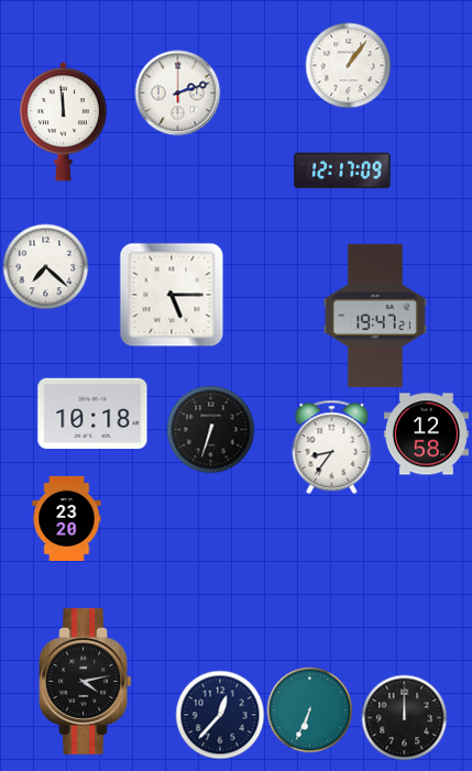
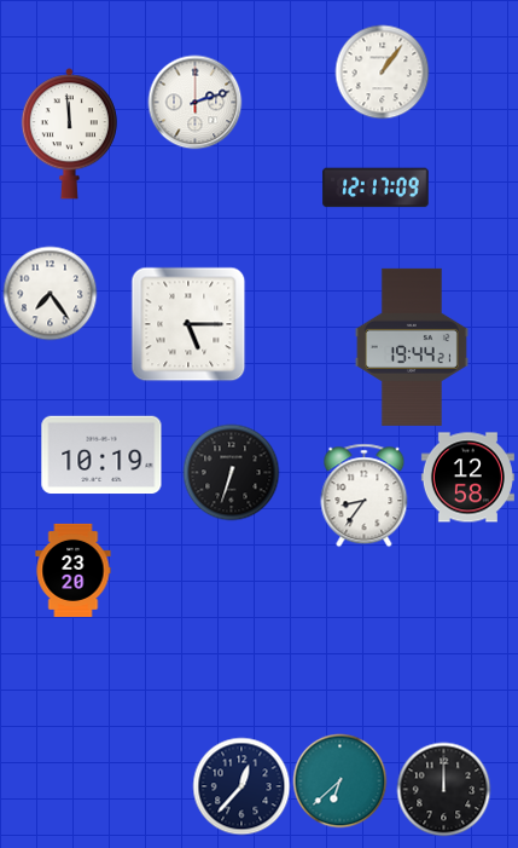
clock at (45, 266): 7:22 -> 7:24
clock at (375, 316): 19:47 -> 19:44
clock at (92, 414): 10:18 -> 10:19
clock at (332, 447) position: (332, 447) -> (365, 495)
clock at (86, 681): 4:13 -> none
clock at (309, 709): 6:34 -> 6:38
